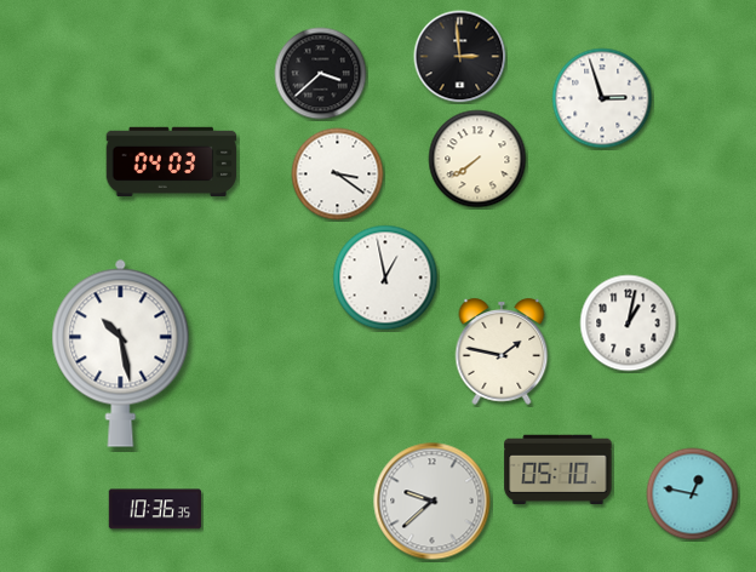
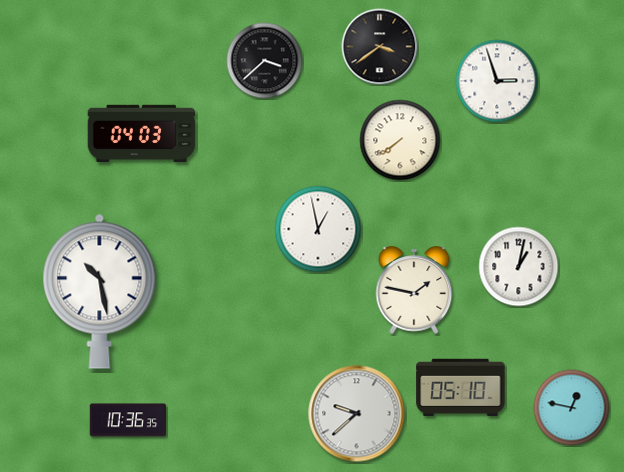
clock at (460, 57): 2:59 -> 3:39
clock at (477, 159) position: (477, 159) -> (400, 140)
clock at (338, 175): 3:21 -> none
